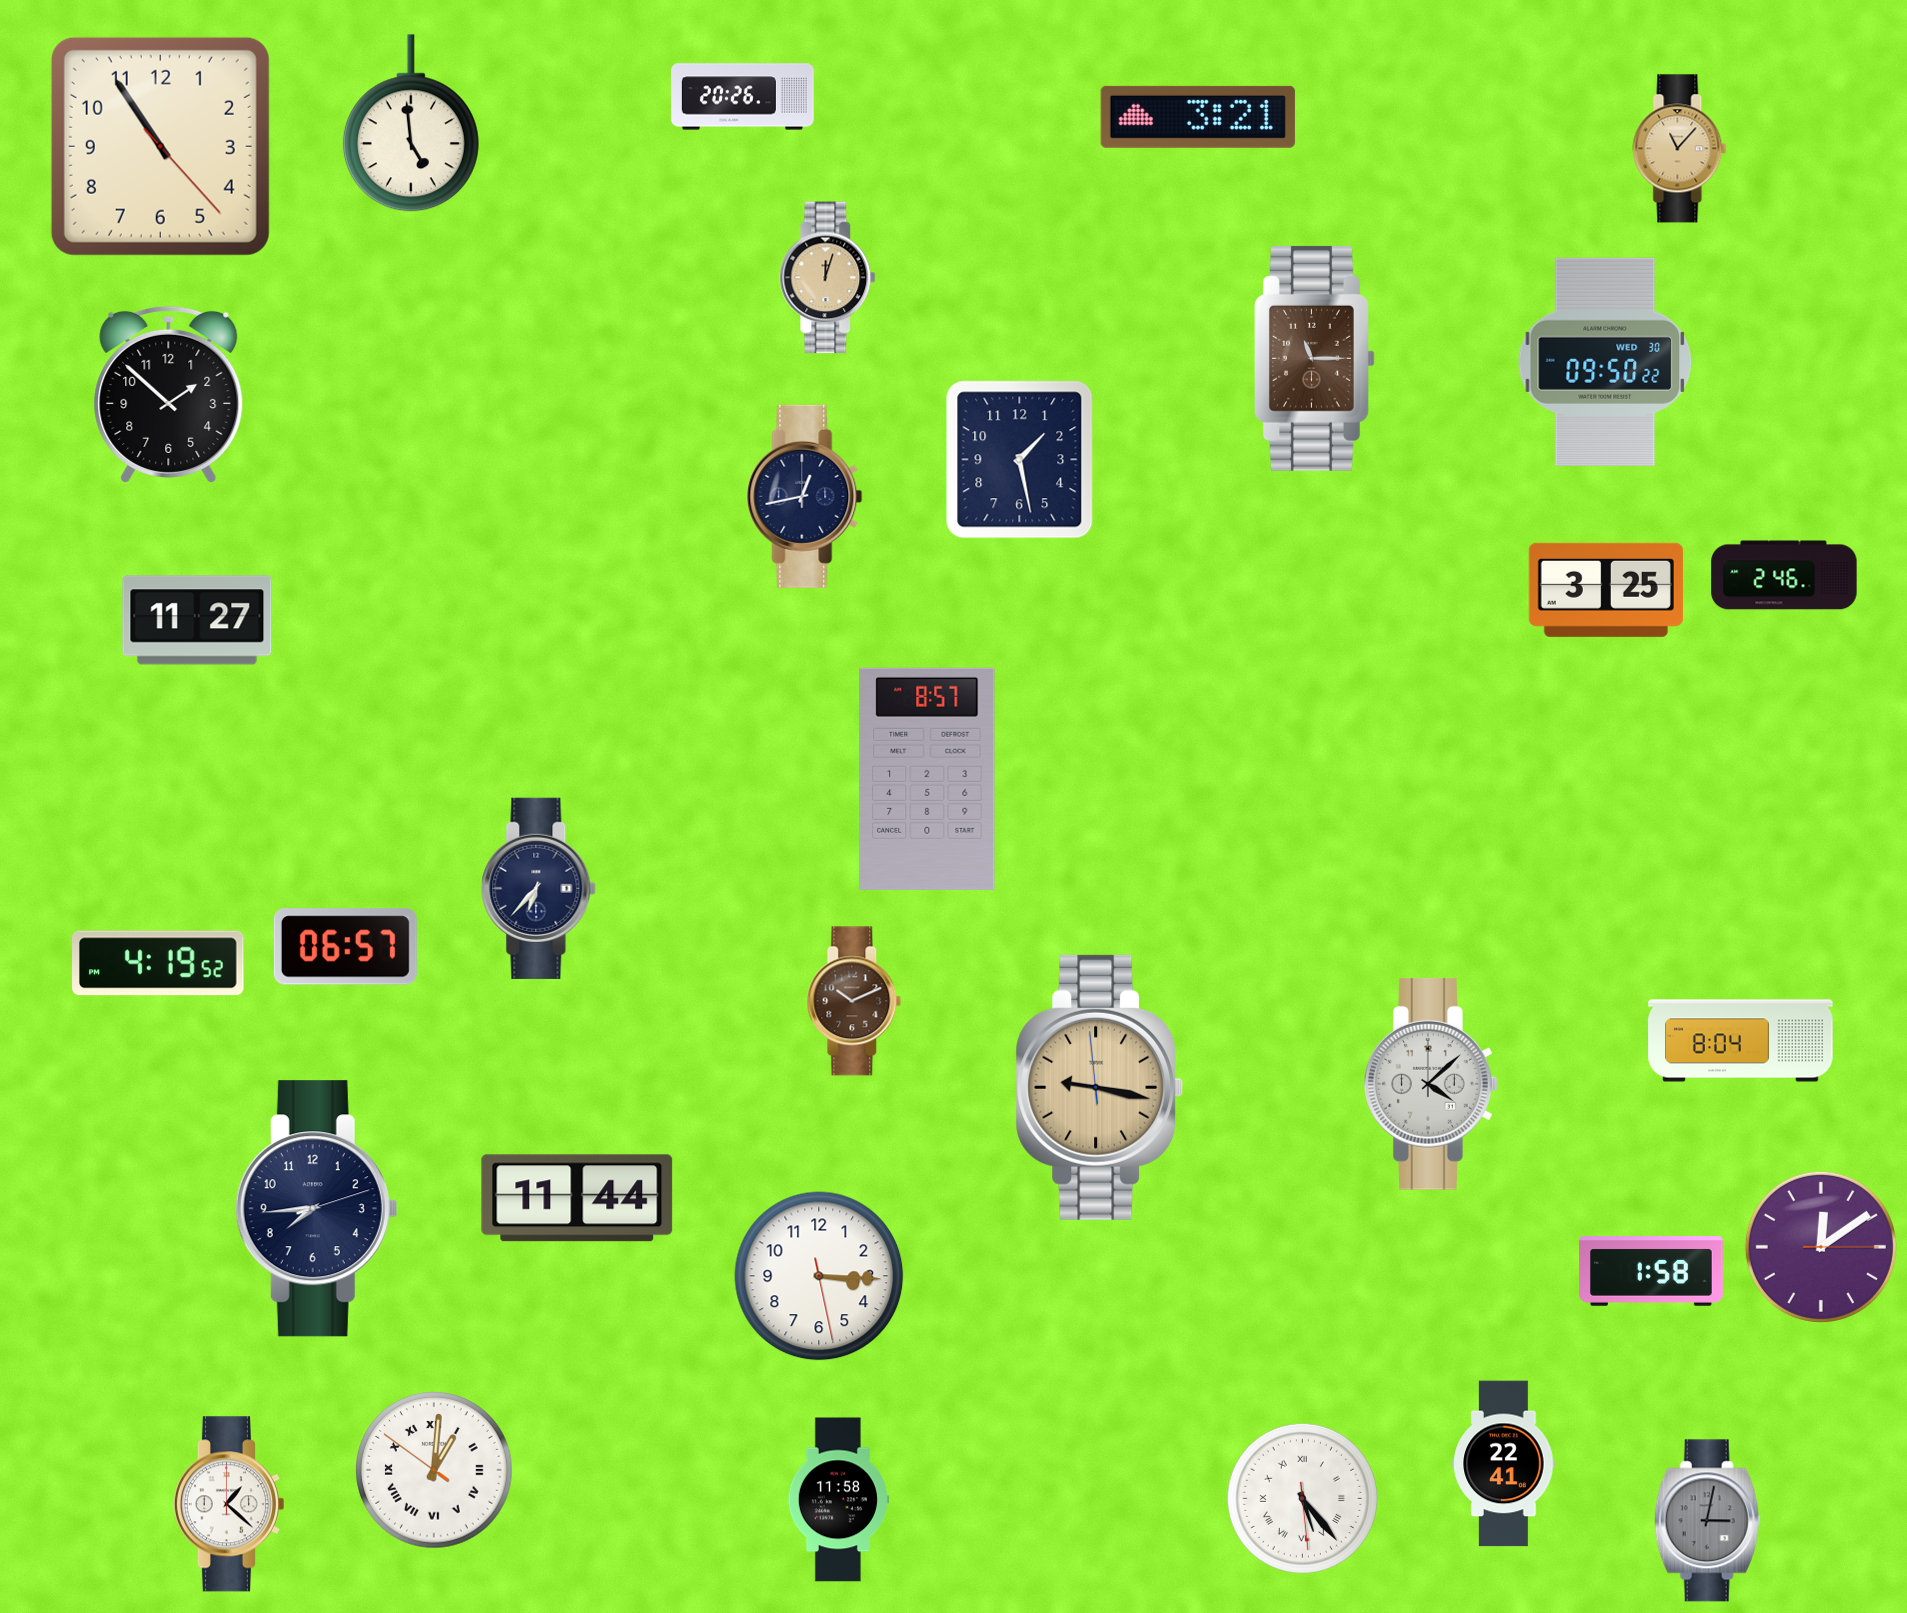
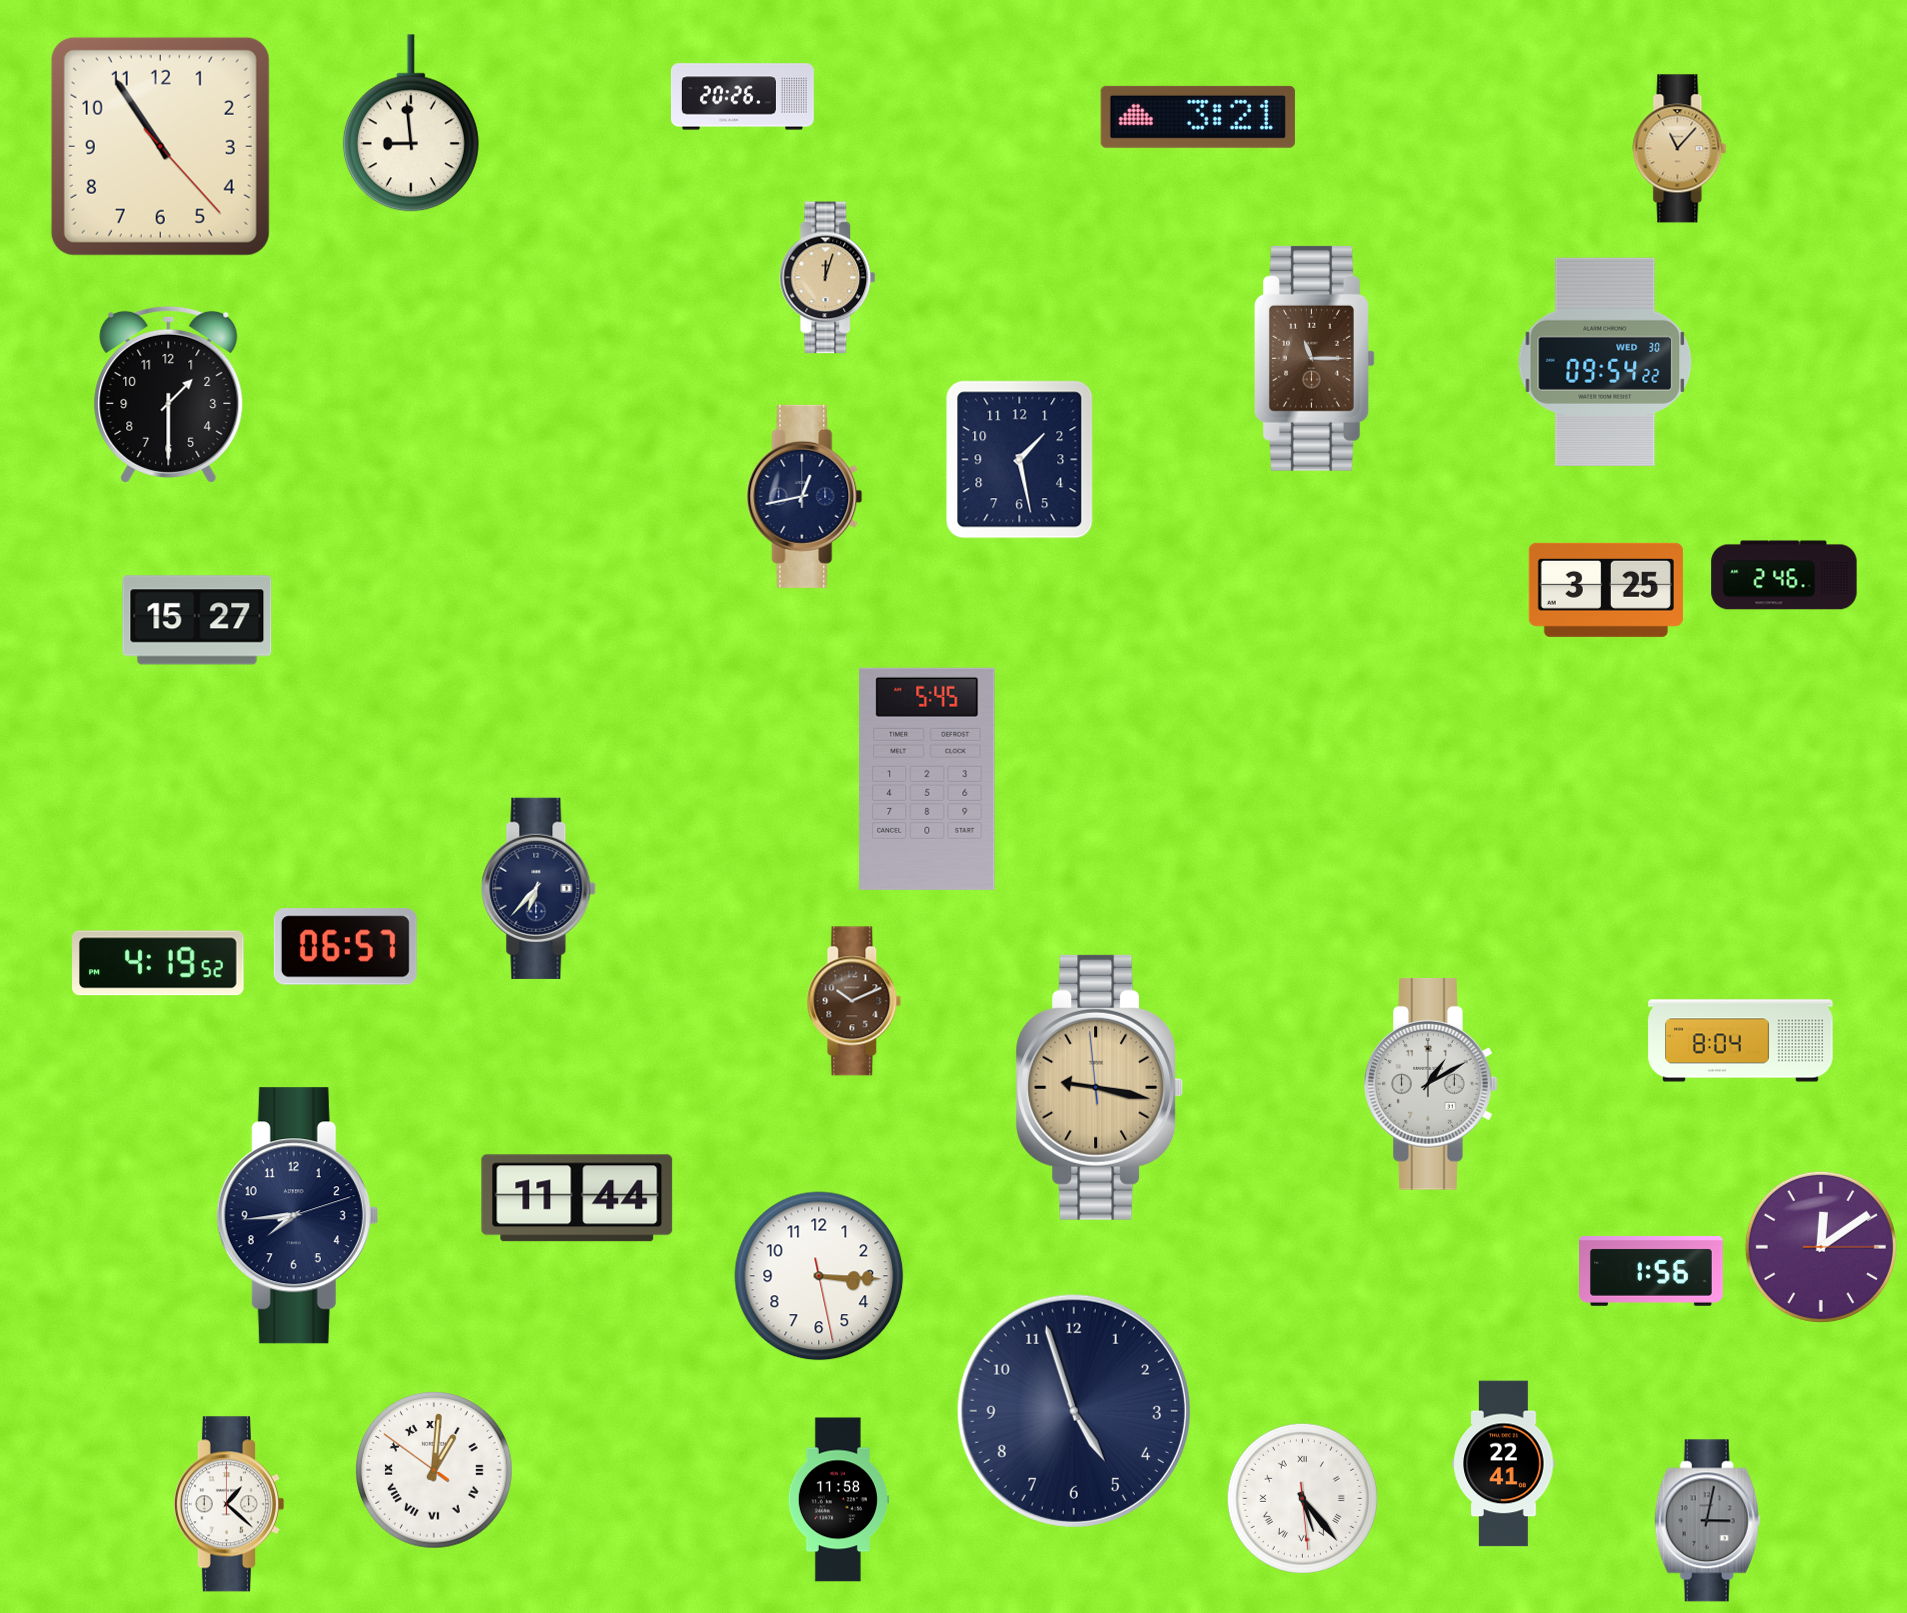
clock at (411, 123): 4:59 -> 8:59
clock at (1605, 362): 09:50 -> 09:54
clock at (169, 394): 1:52 -> 1:30
clock at (197, 620): 11:27 -> 15:27
clock at (927, 779): 8:57 -> 5:45
clock at (1432, 1084): 4:08 -> 1:10
clock at (316, 1209) position: (316, 1209) -> (297, 1216)
clock at (1651, 1272): 1:58 -> 1:56
clock at (1074, 1411): none -> 4:57
